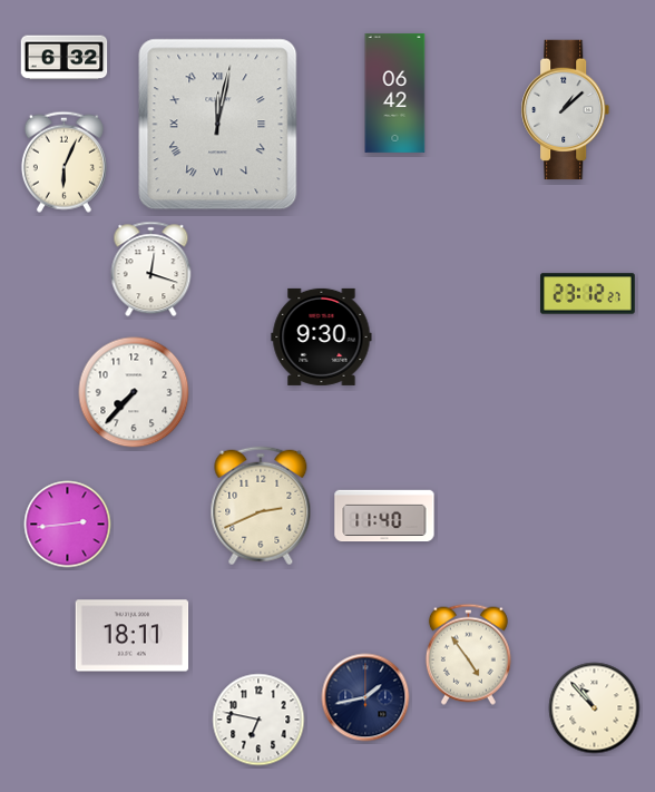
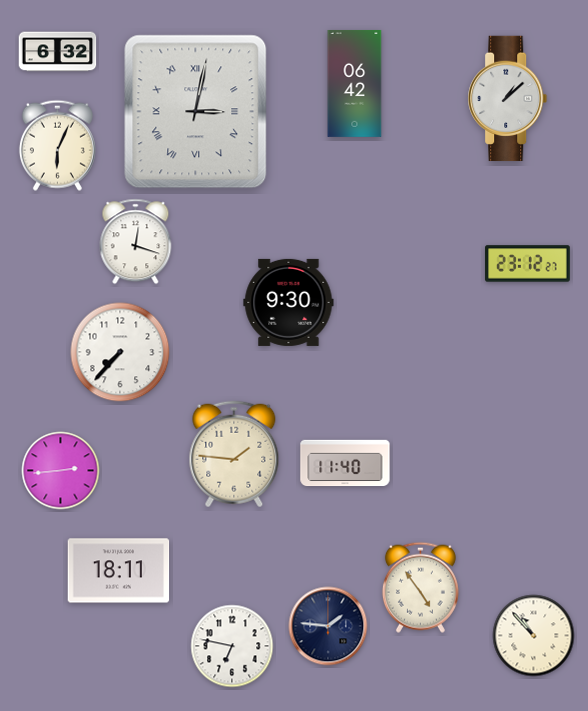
clock at (218, 125): 12:02 -> 3:02
clock at (261, 506): 2:41 -> 1:46
clock at (365, 697): 1:43 -> 1:46
